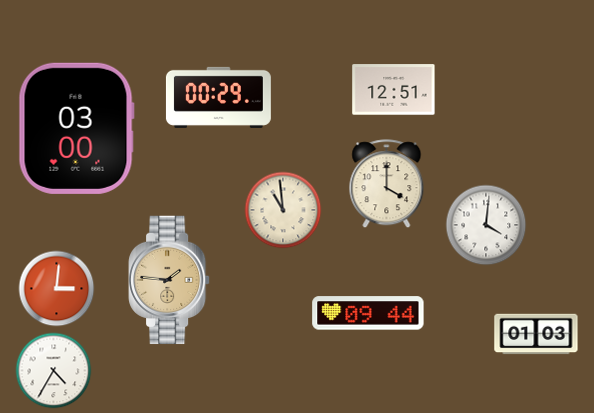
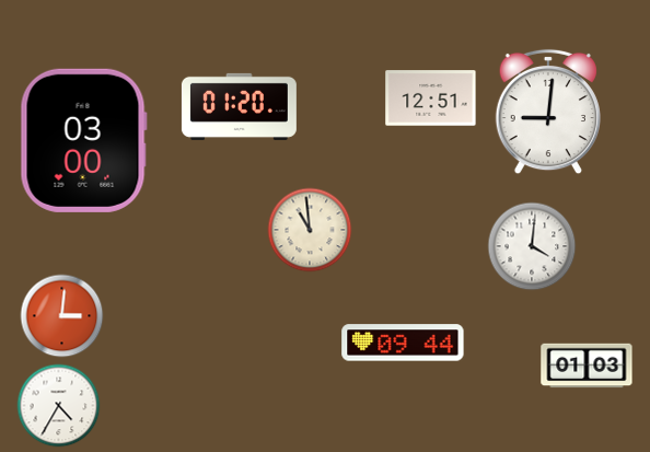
clock at (218, 97): 00:29 -> 01:20
clock at (548, 112): none -> 9:01
clock at (387, 184): 4:00 -> none
clock at (169, 280): 1:46 -> none
